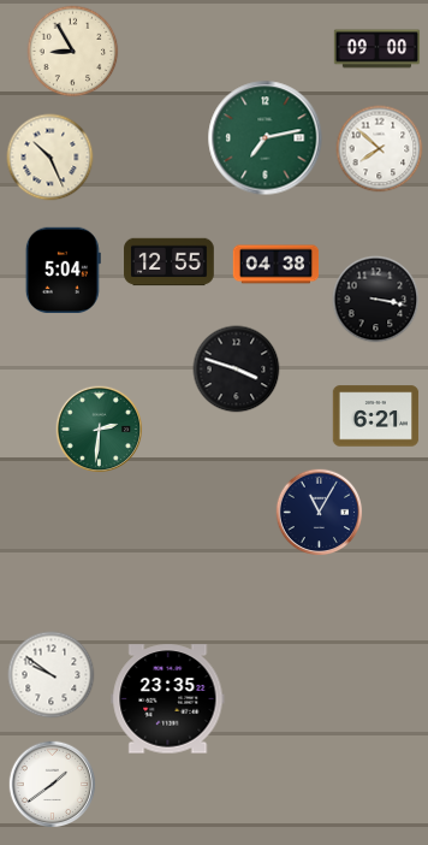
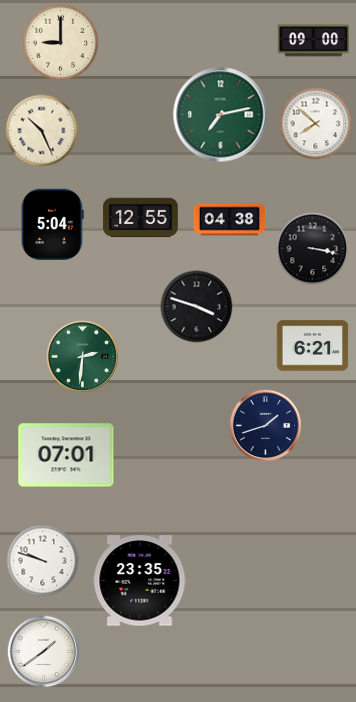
clock at (73, 52): 8:55 -> 9:00
clock at (320, 513): 11:05 -> 1:42
clock at (66, 455): none -> 07:01
clock at (52, 675): 9:51 -> 9:48
